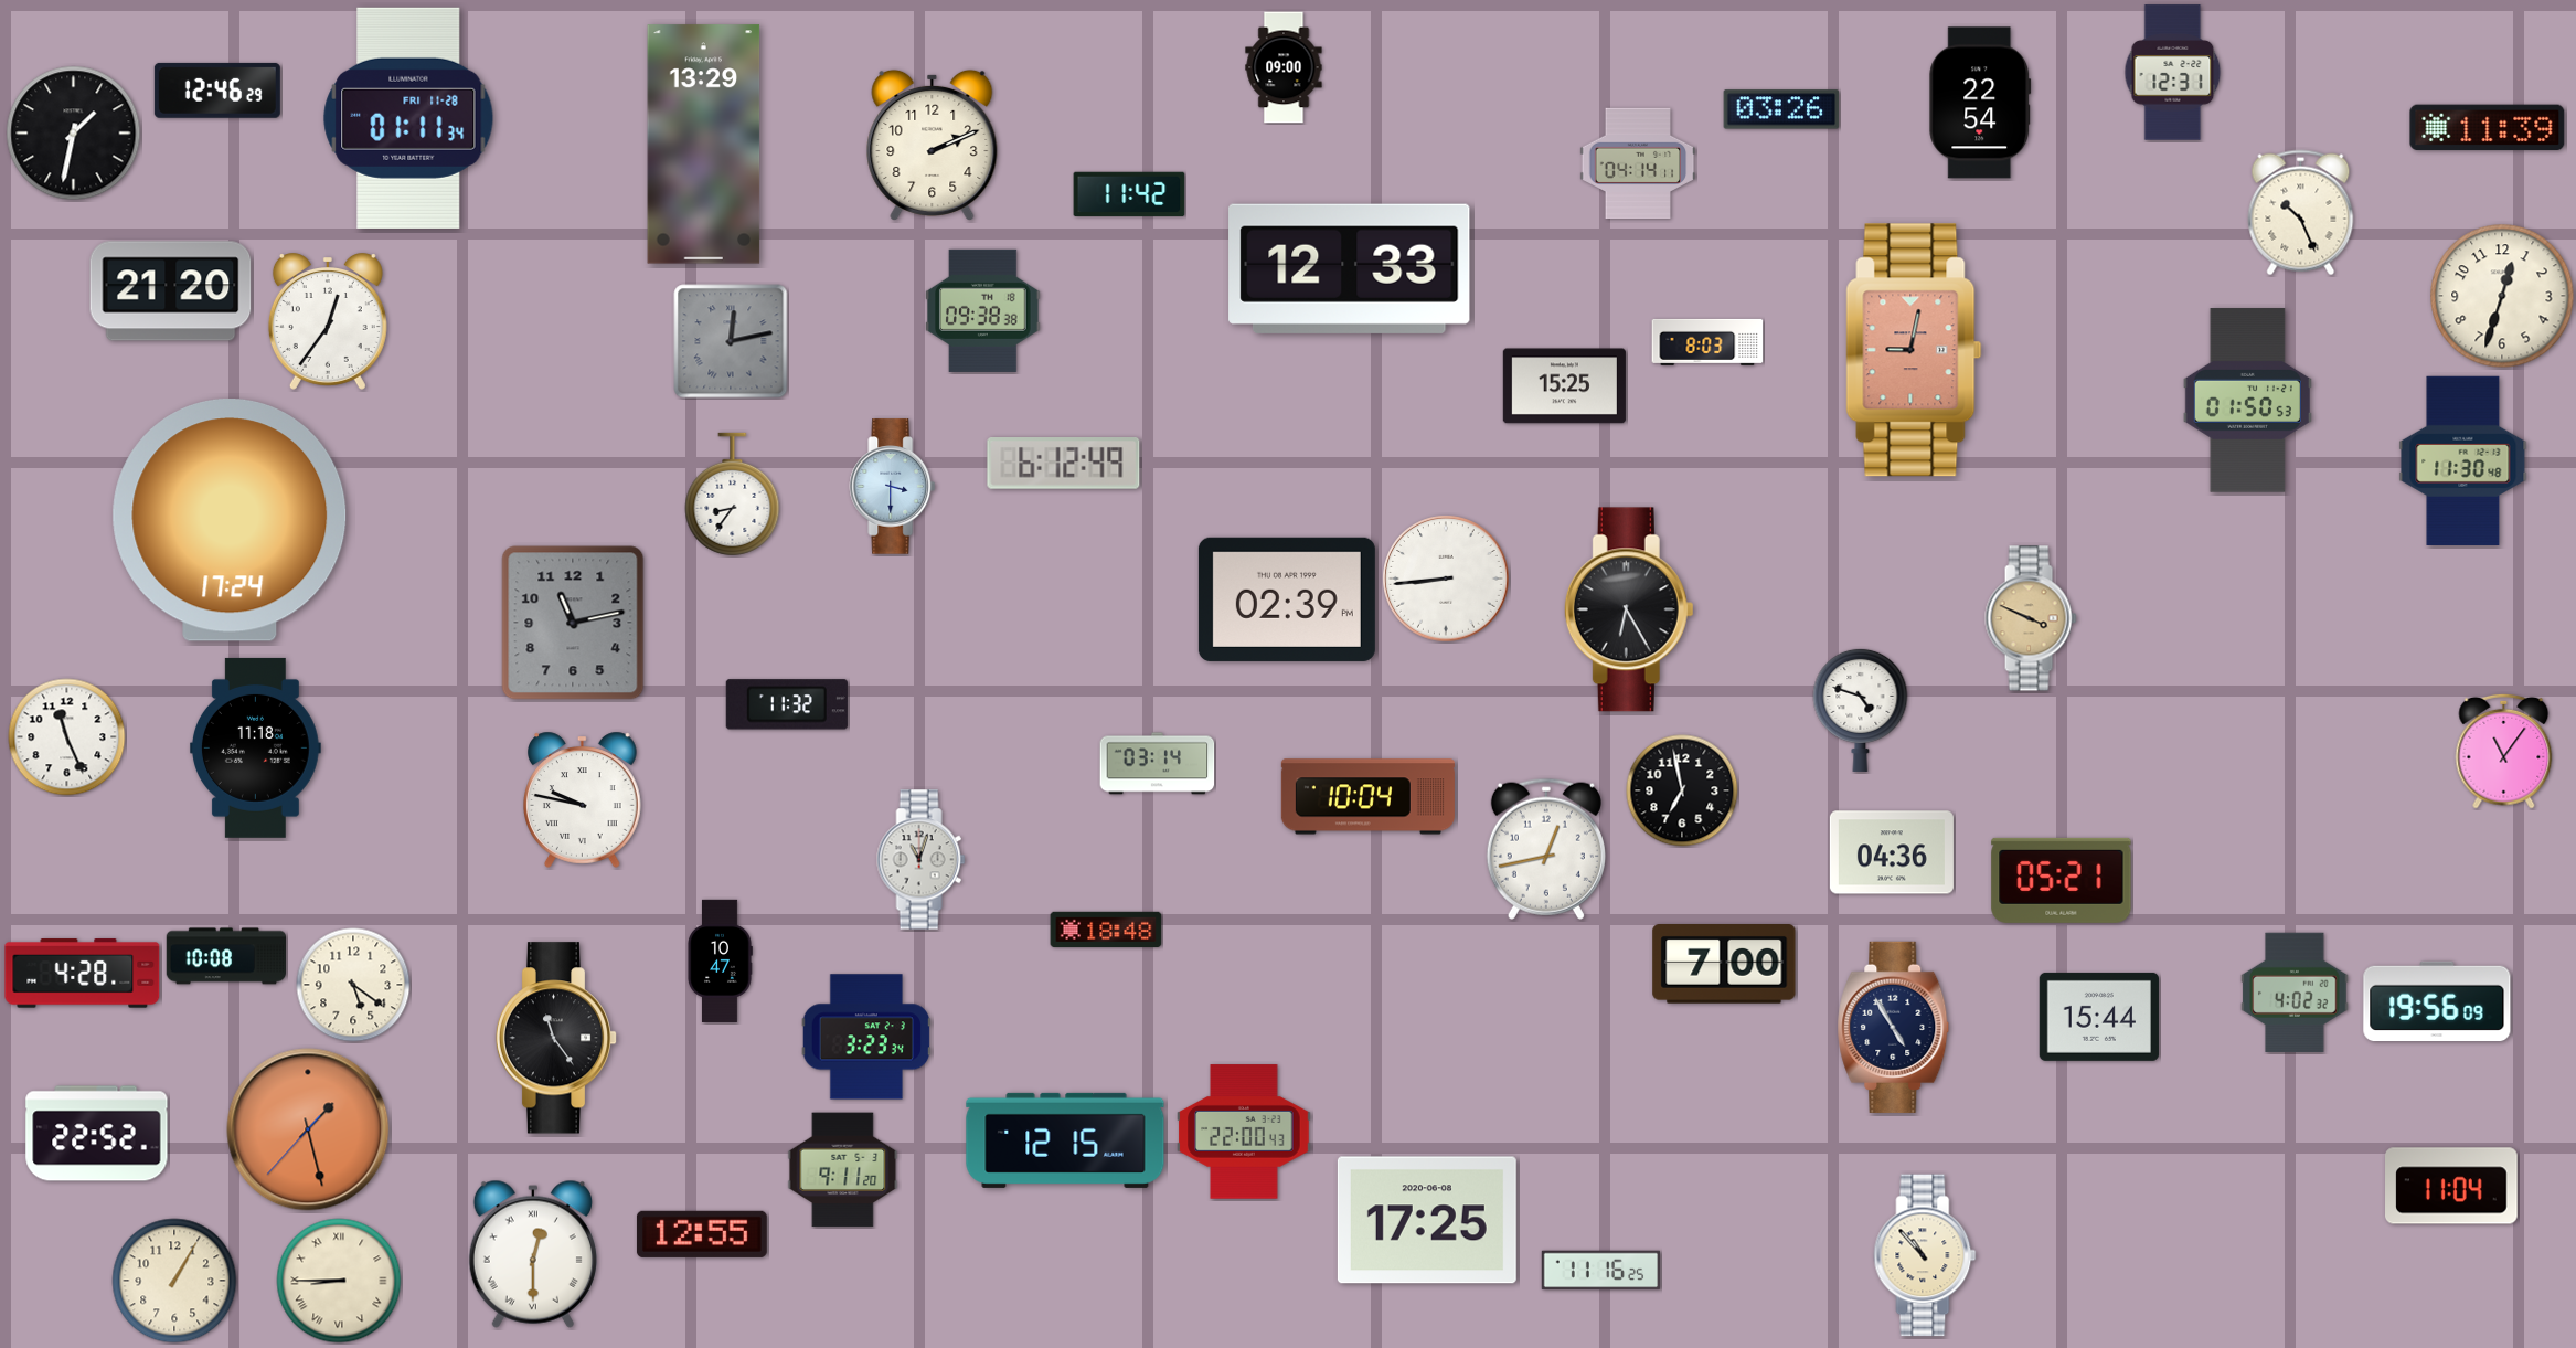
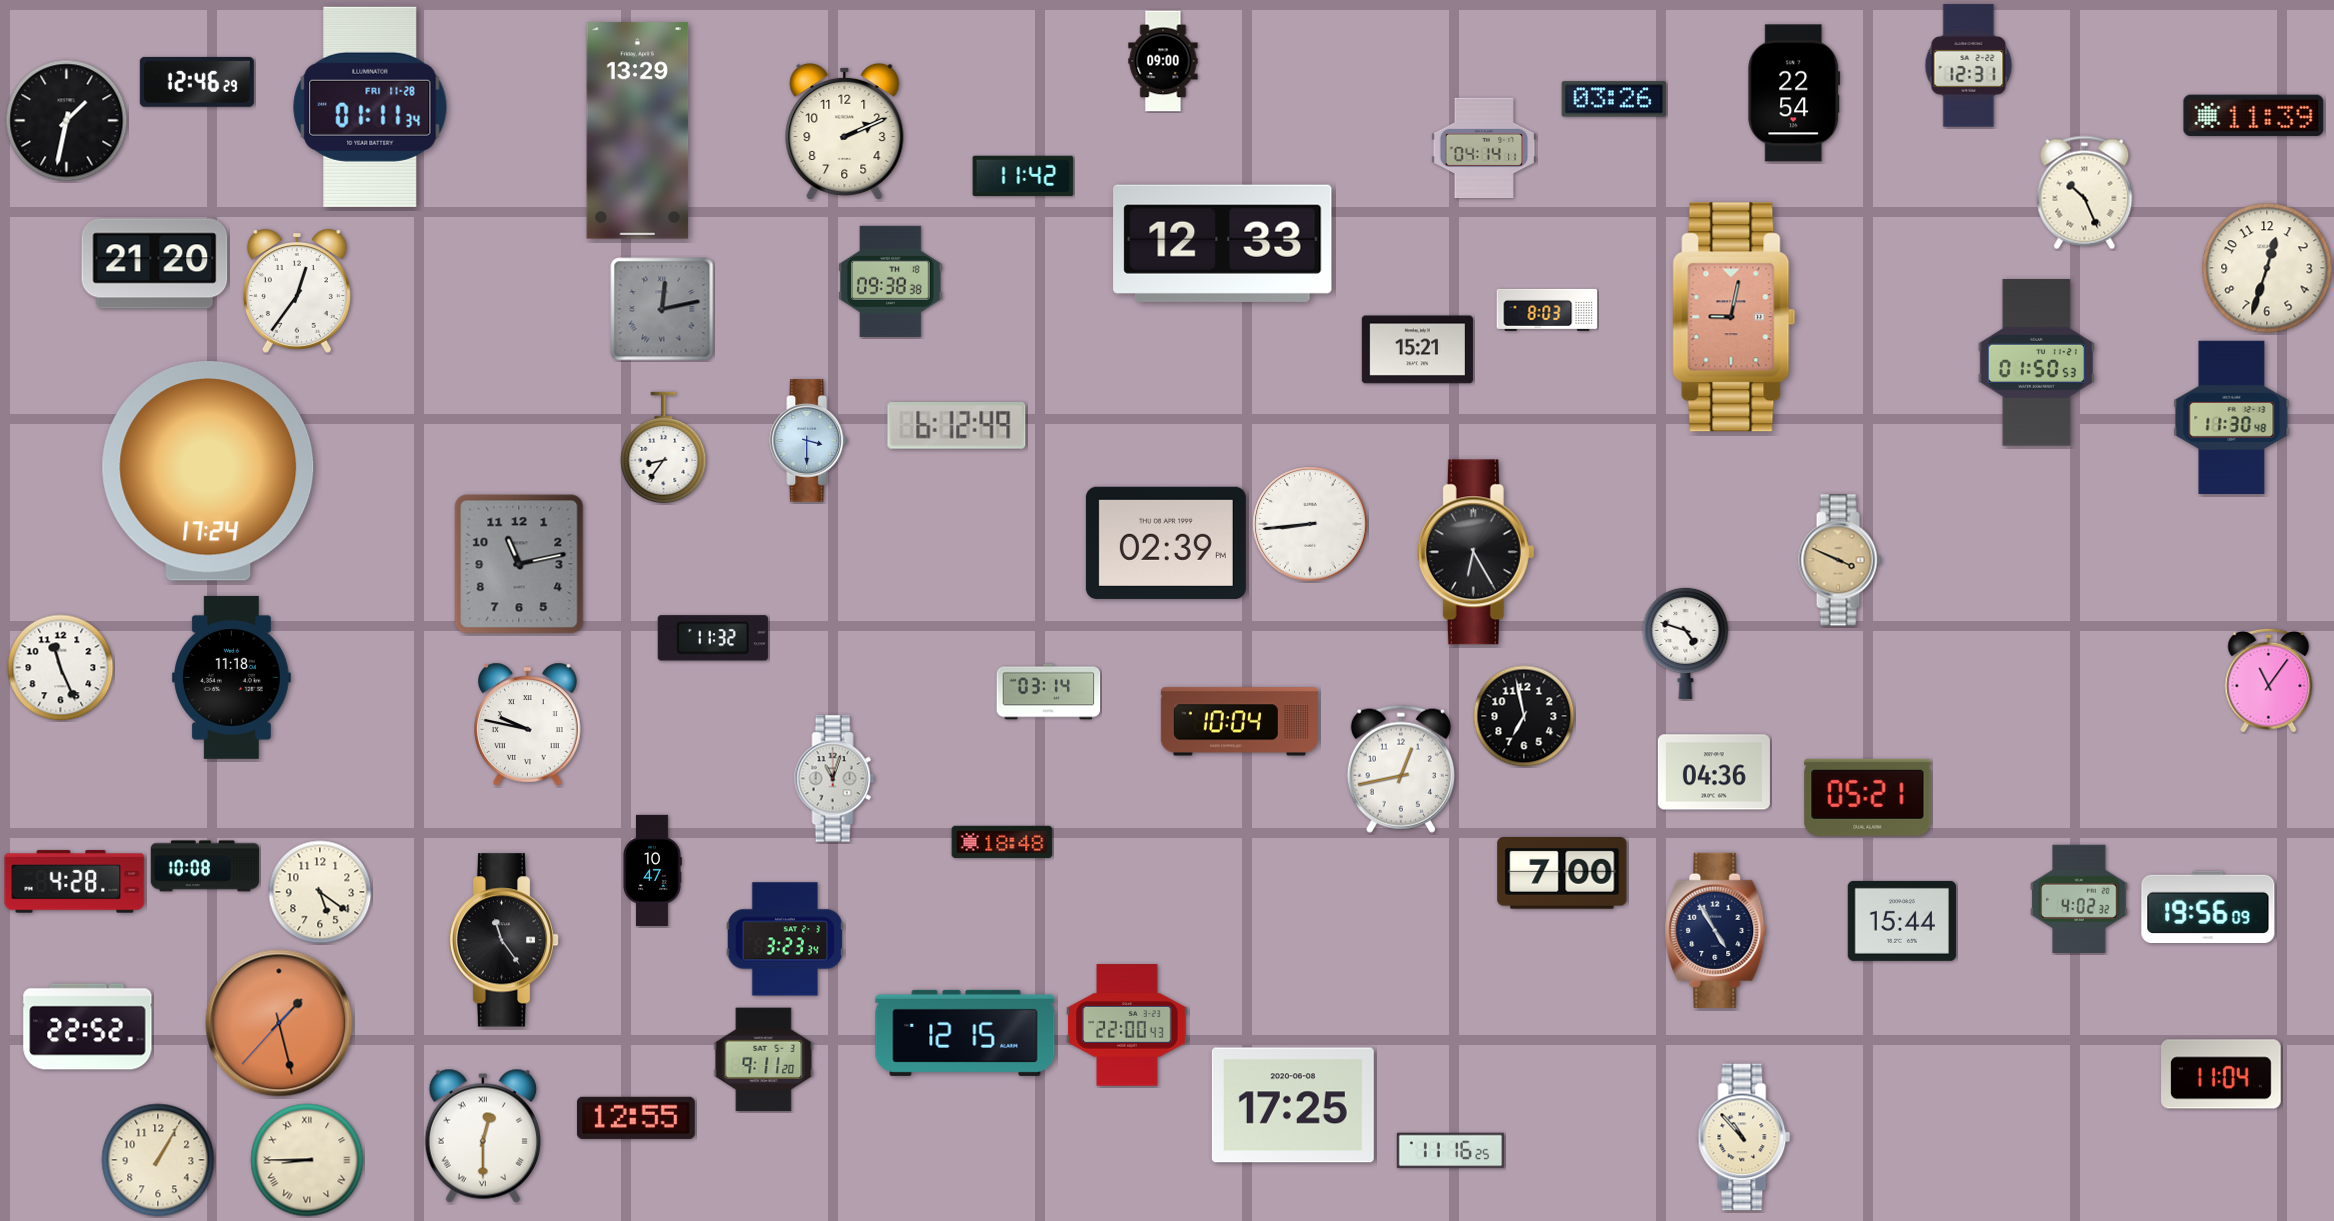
clock at (1564, 386): 15:25 -> 15:21
clock at (1064, 464) position: (1064, 464) -> (957, 426)
